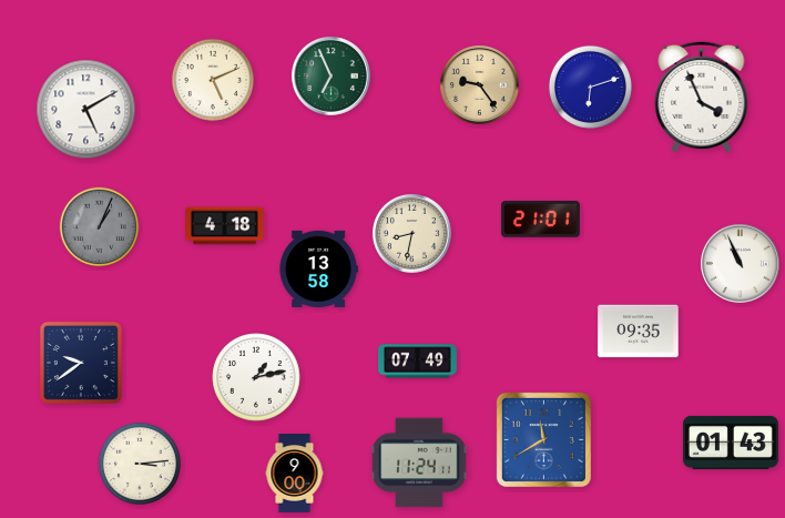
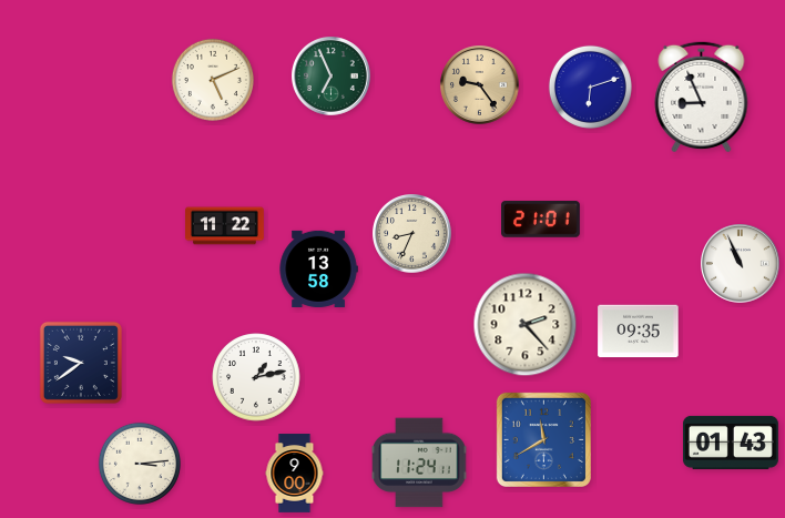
clock at (702, 97): 3:56 -> 8:56
clock at (86, 110): 5:10 -> none
clock at (225, 226): 4:18 -> 11:22
clock at (100, 227): 1:04 -> none
clock at (412, 234): 8:32 -> 8:34
clock at (526, 325): none -> 2:23
clock at (418, 362): 07:49 -> none
